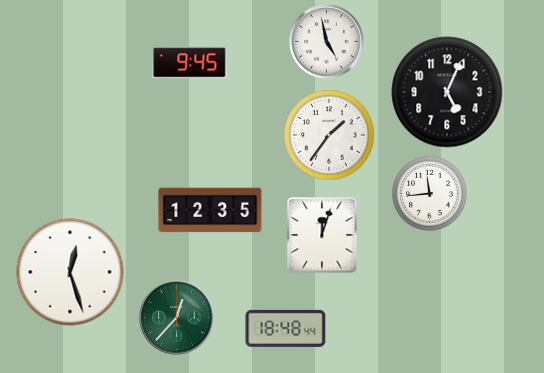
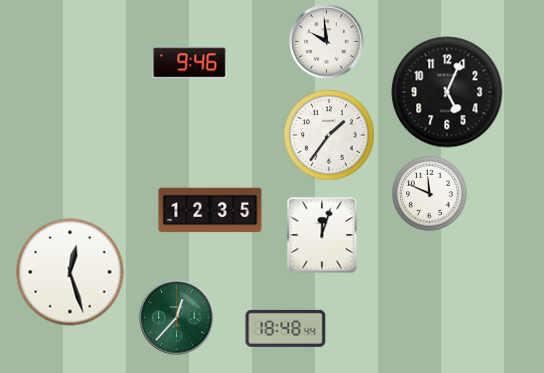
clock at (327, 42): 4:58 -> 9:59
clock at (190, 63): 9:45 -> 9:46
clock at (430, 194): 11:44 -> 11:49
